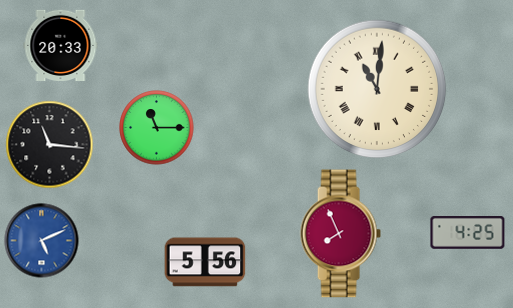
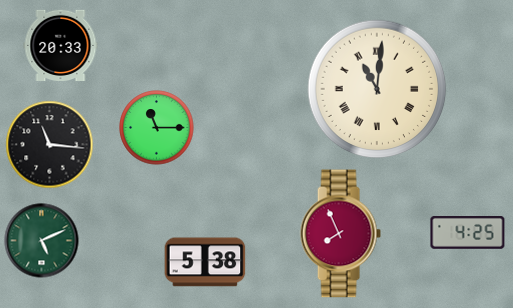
clock at (42, 241) dial: blue -> green
clock at (205, 262): 5:56 -> 5:38
